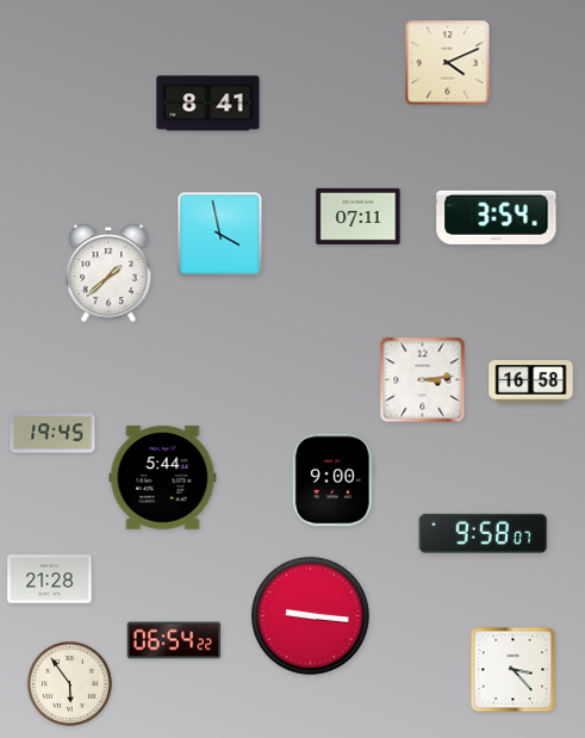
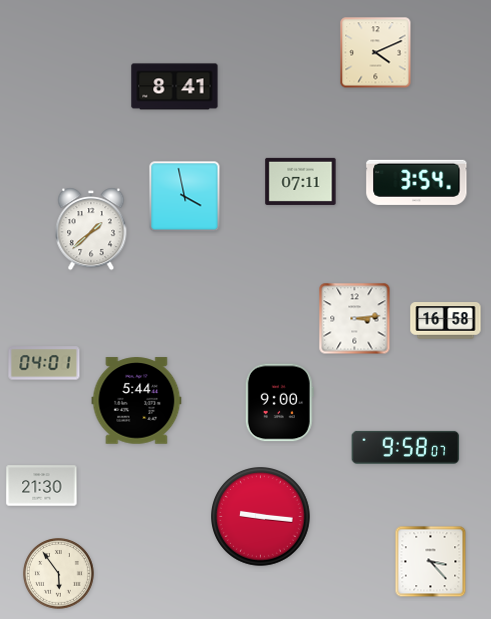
clock at (52, 433): 19:45 -> 04:01
clock at (50, 579): 21:28 -> 21:30
clock at (174, 640): 06:54 -> none
